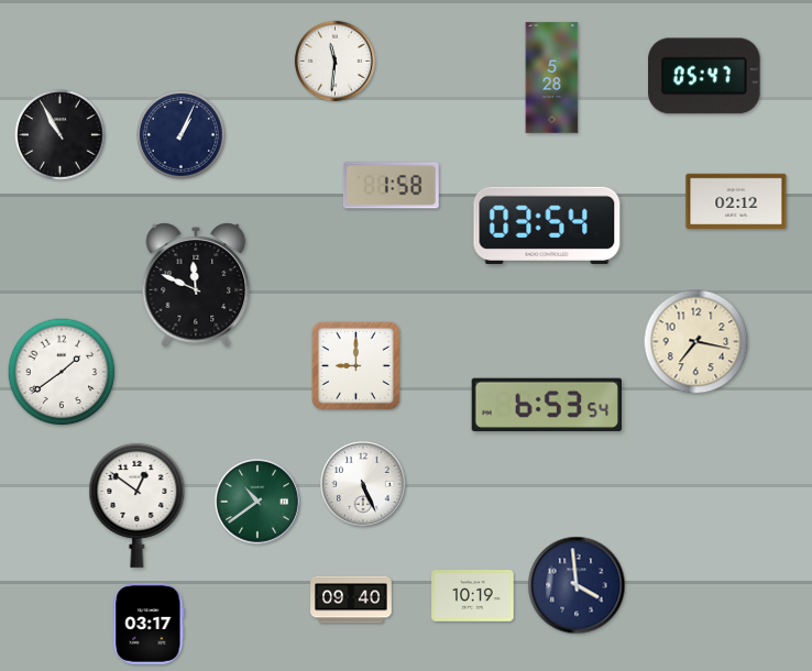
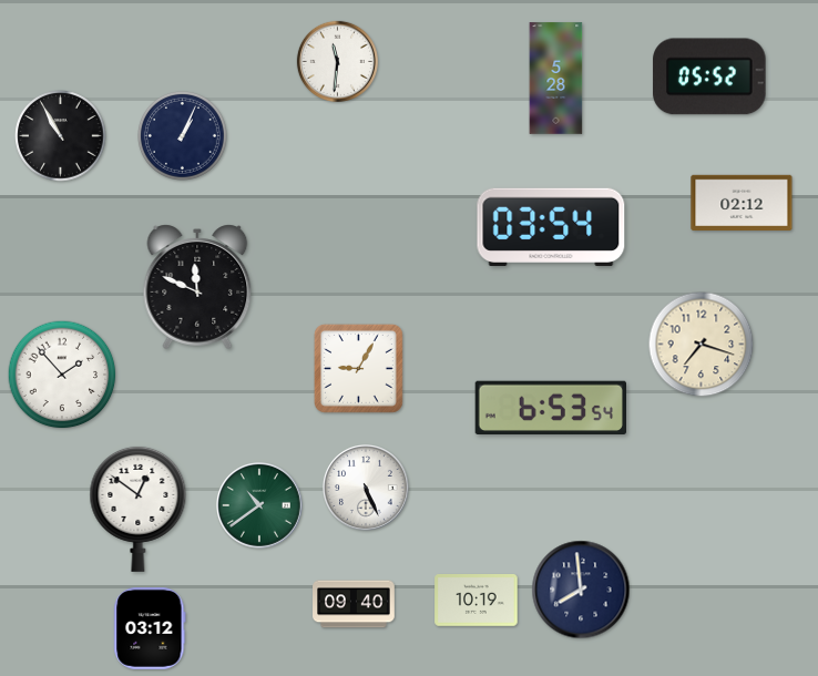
clock at (704, 76): 05:47 -> 05:52
clock at (391, 186): 1:58 -> none
clock at (696, 342): 7:17 -> 7:18
clock at (355, 365): 9:00 -> 9:05
clock at (62, 372): 1:39 -> 1:53
clock at (577, 585): 3:59 -> 7:59
clock at (149, 625): 03:17 -> 03:12
